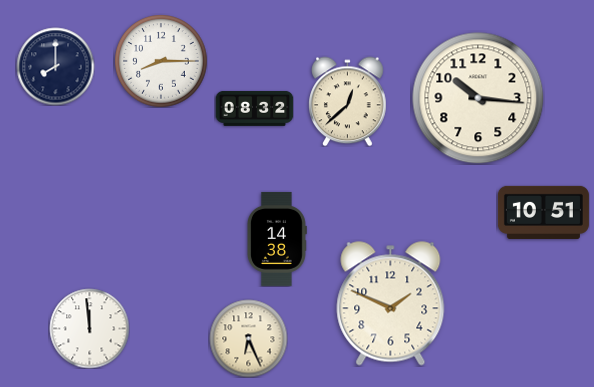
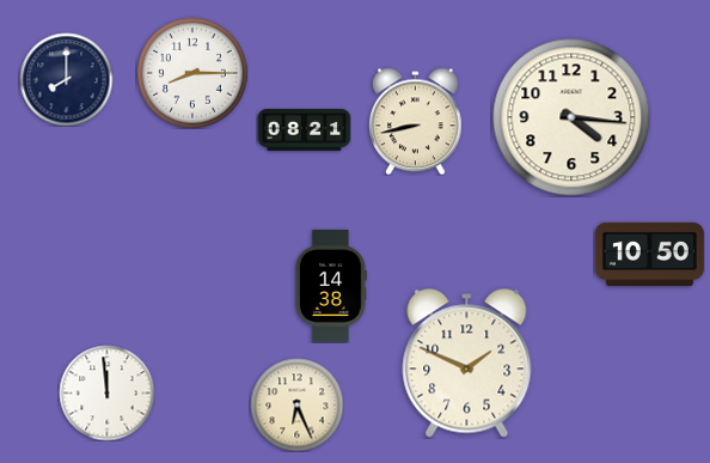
clock at (478, 98): 10:16 -> 4:16
clock at (348, 101): 12:38 -> 8:43
clock at (254, 108): 08:32 -> 08:21
clock at (543, 212): 10:51 -> 10:50
